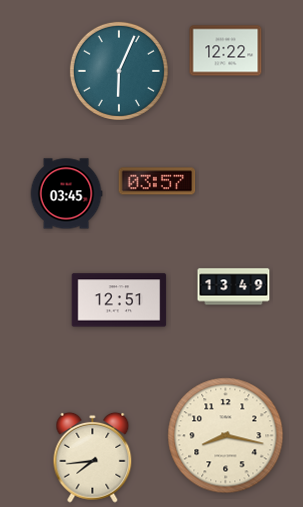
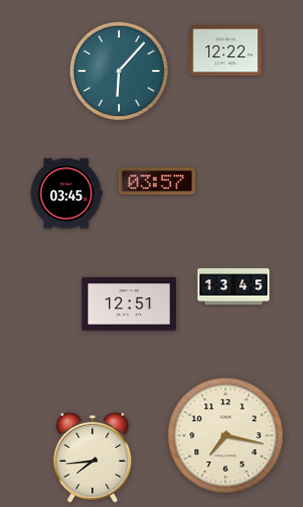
clock at (119, 71): 6:04 -> 6:07
clock at (234, 287): 13:49 -> 13:45
clock at (119, 300) position: (119, 300) -> (129, 304)
clock at (226, 436): 8:17 -> 7:17
